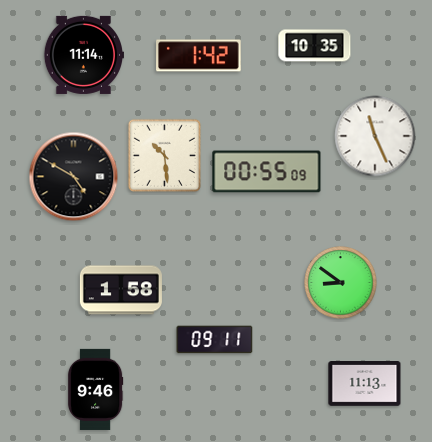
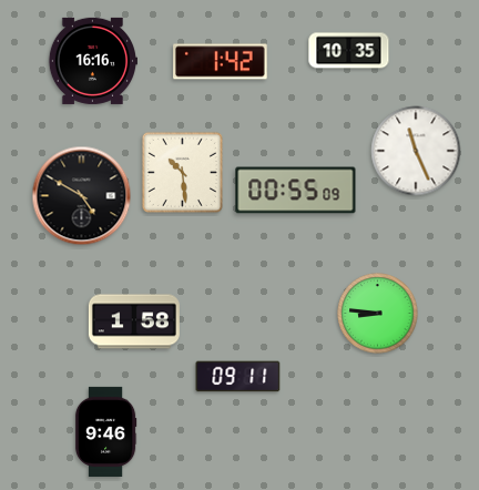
clock at (83, 55): 11:14 -> 16:16
clock at (341, 283): 8:51 -> 8:46
clock at (365, 384): 11:13 -> none
